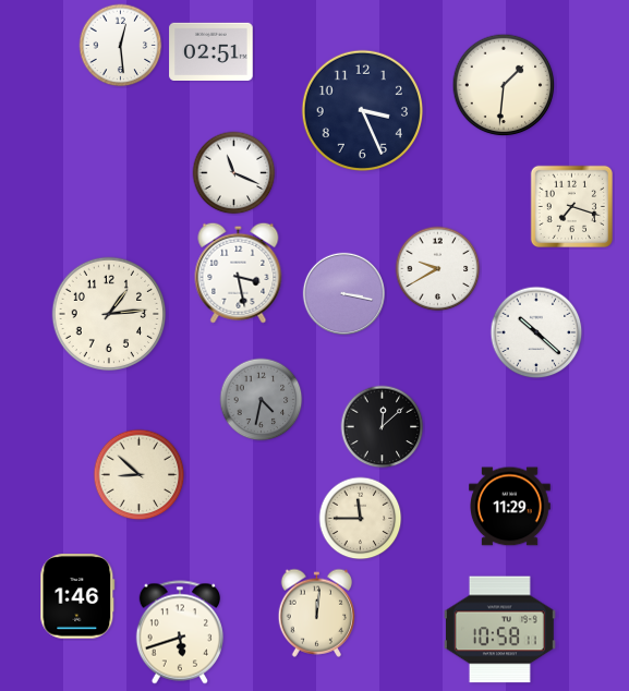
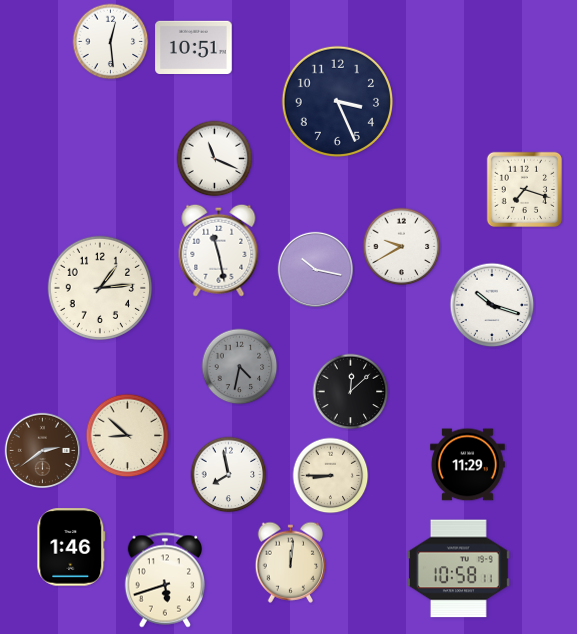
clock at (211, 51): 02:51 -> 10:51
clock at (504, 85): 1:31 -> none
clock at (362, 110) position: (362, 110) -> (337, 101)
clock at (239, 272): 3:28 -> 11:28
clock at (343, 293): 3:17 -> 10:17
clock at (536, 332): 10:22 -> 10:18
clock at (42, 450): none -> 2:39
clock at (229, 475): none -> 7:58
clock at (361, 519): 11:45 -> 8:45
clock at (499, 630) position: (499, 630) -> (458, 569)
